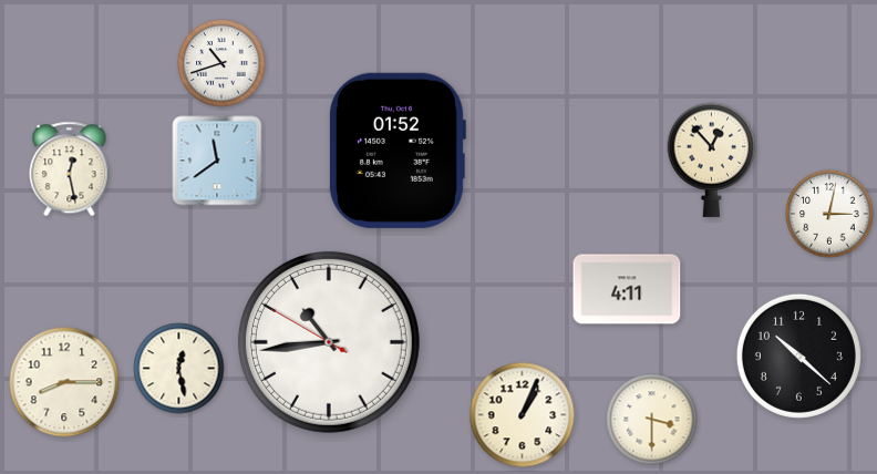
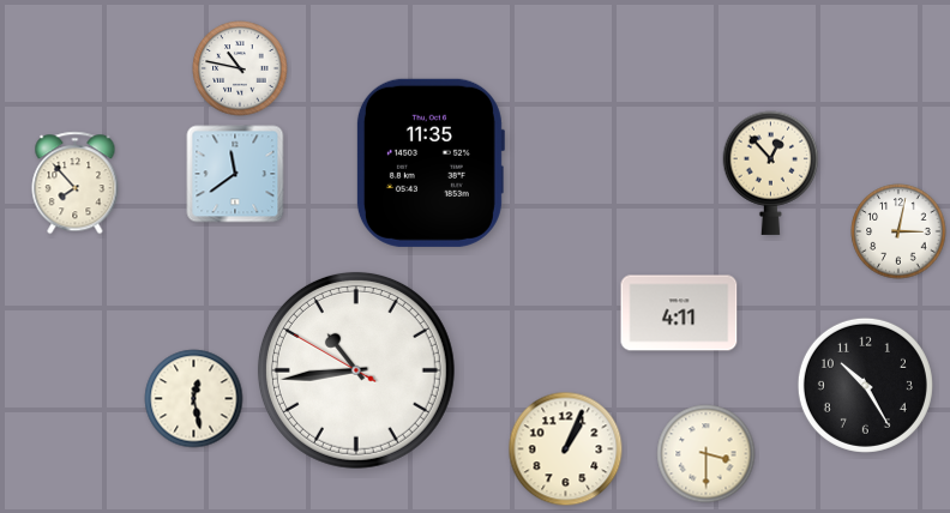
clock at (221, 63): 10:42 -> 10:47
clock at (396, 151): 01:52 -> 11:35
clock at (70, 169): 12:28 -> 7:53
clock at (798, 355): 10:22 -> 10:25
clock at (64, 382): 8:15 -> none
